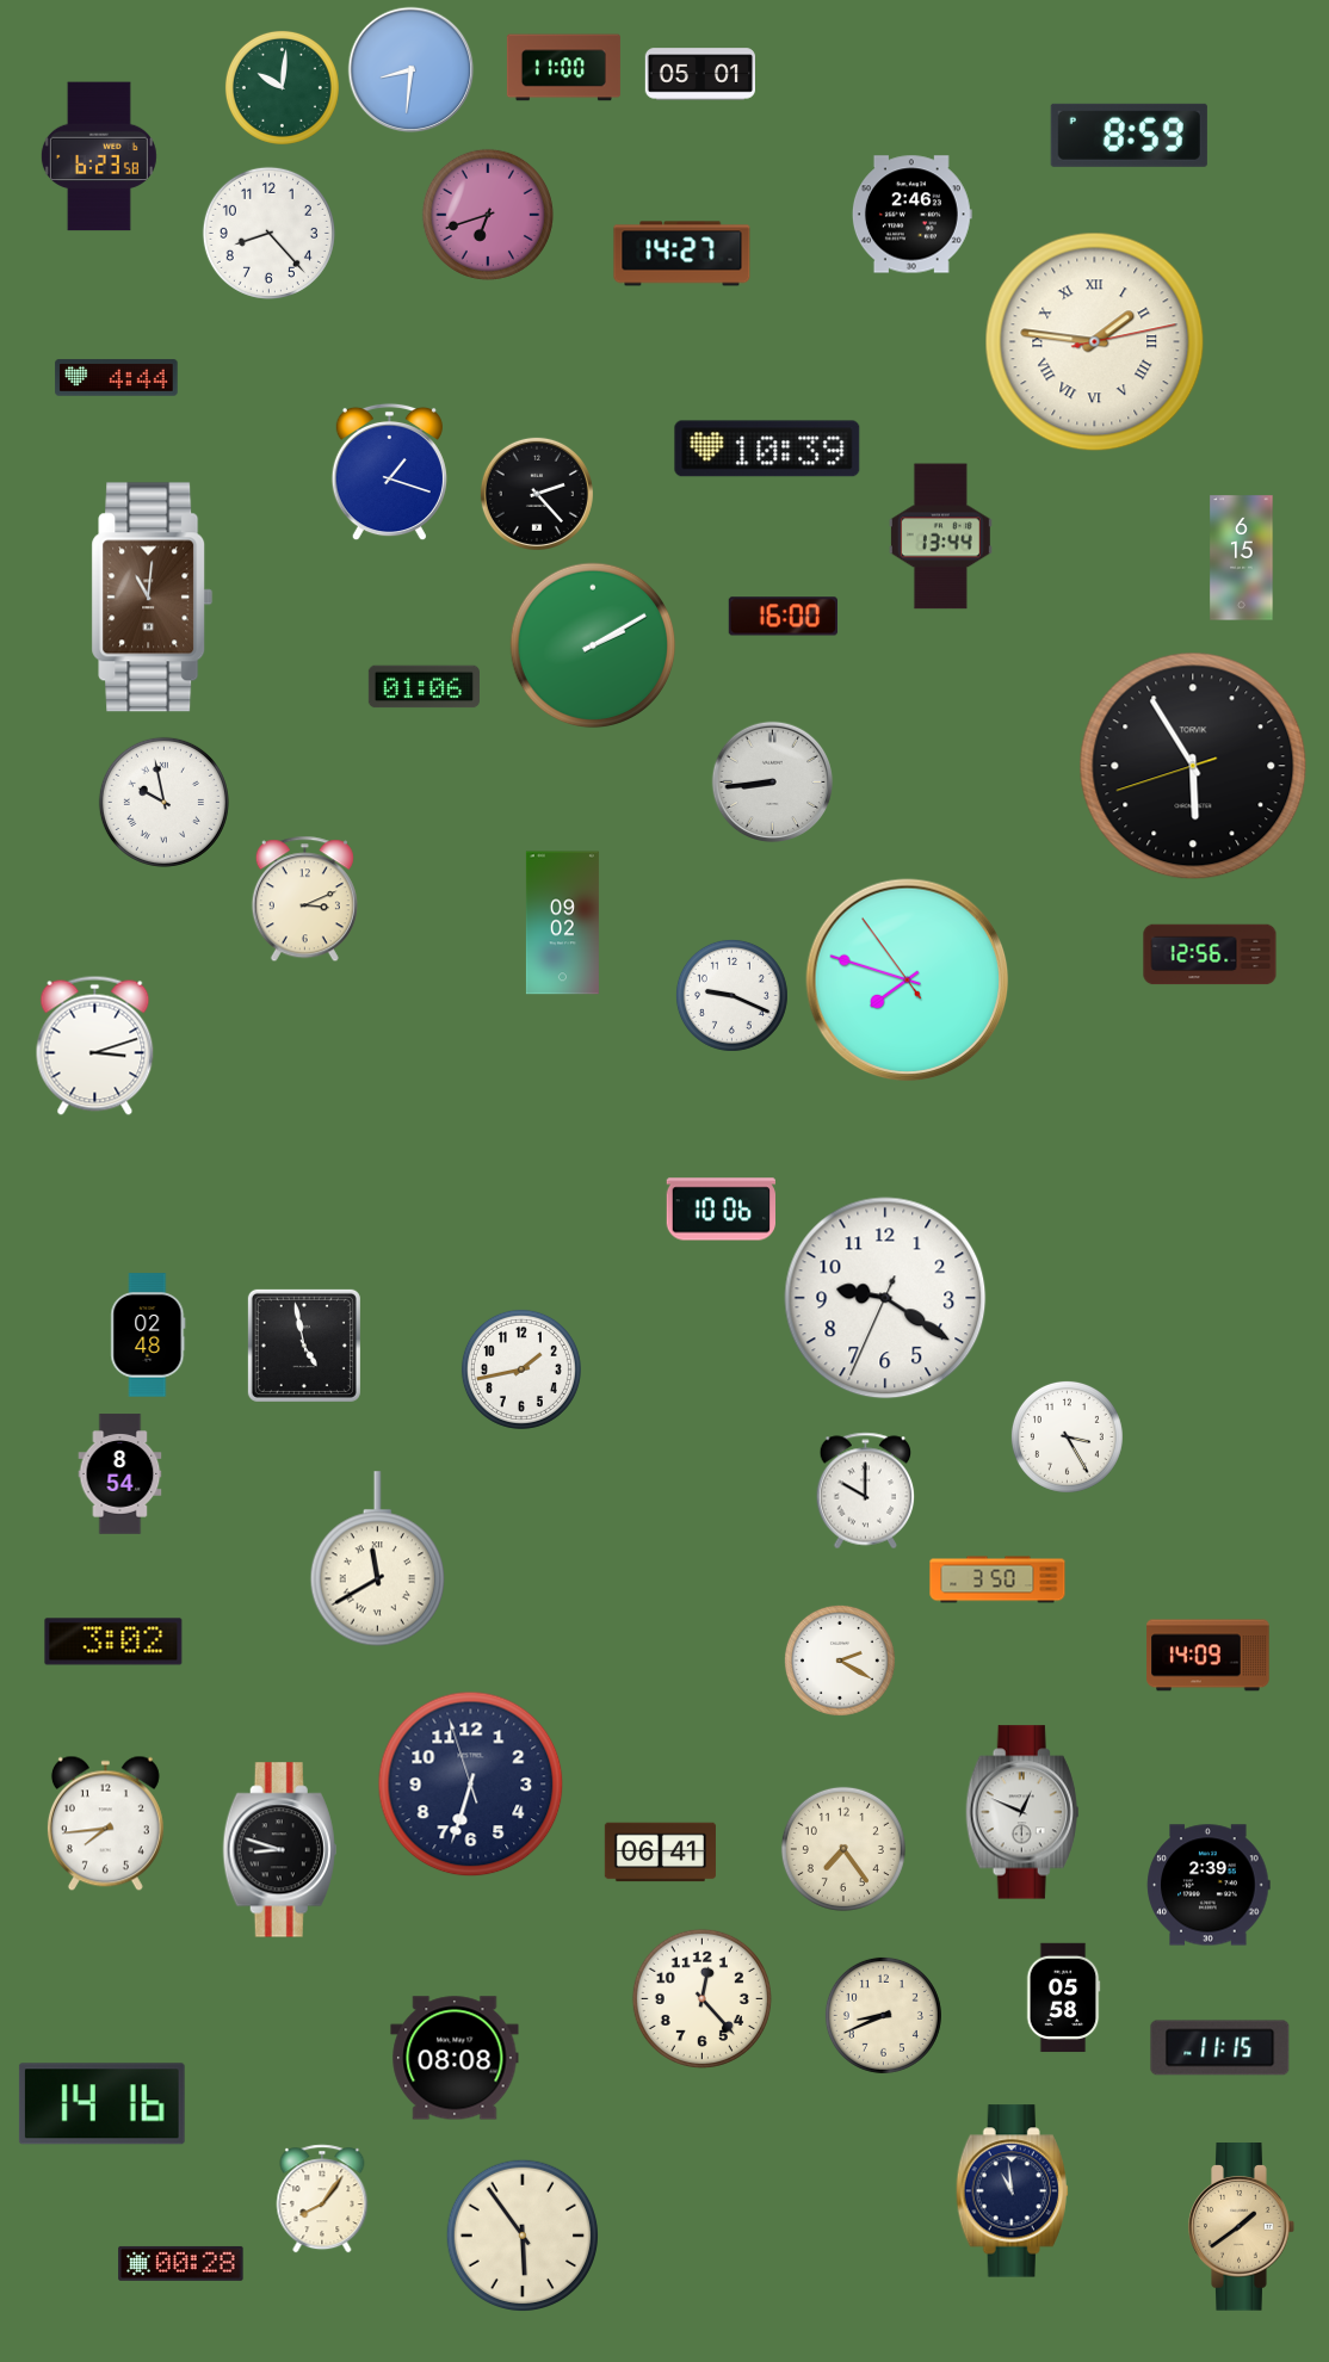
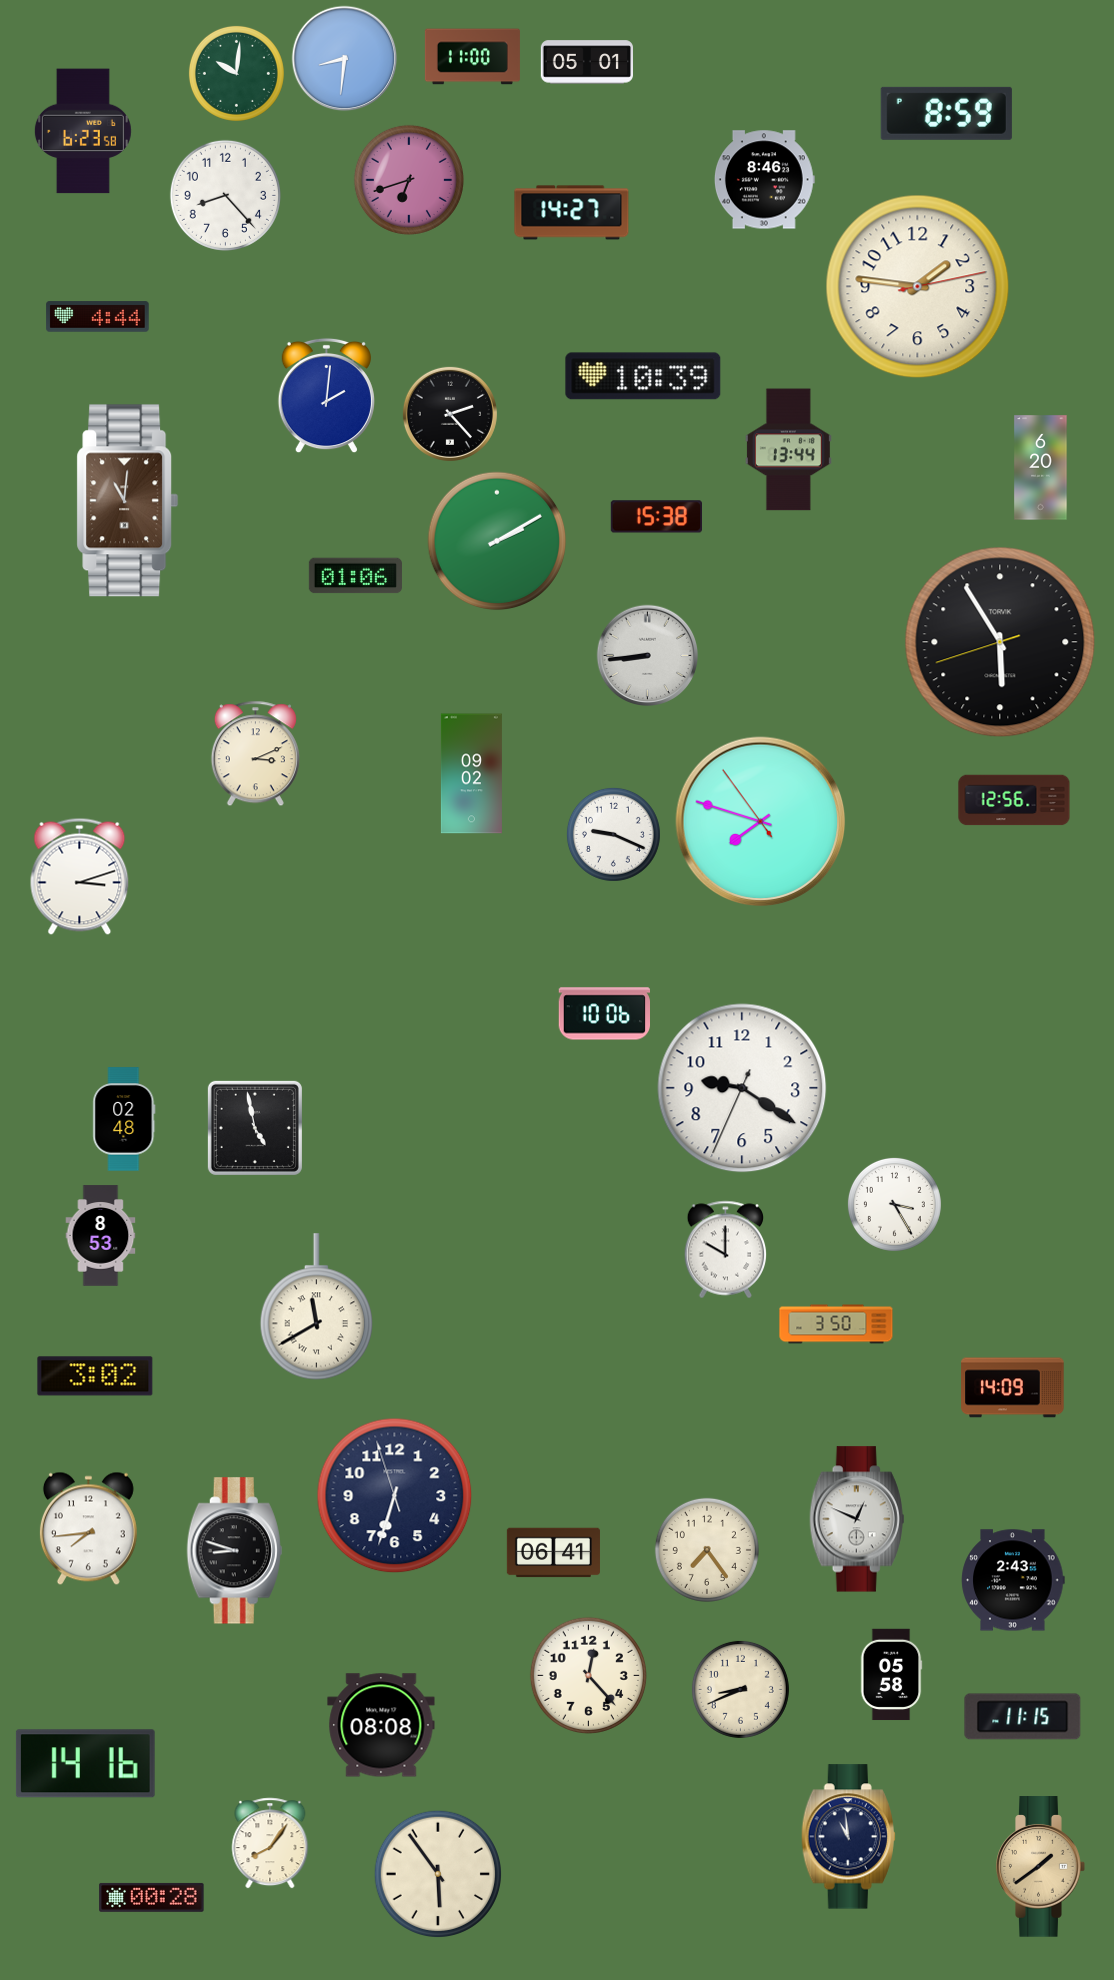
clock at (911, 215): 2:46 -> 8:46
clock at (1095, 342) numerals: Roman -> Arabic
clock at (389, 472): 1:18 -> 2:01
clock at (1242, 558): 6:15 -> 6:20
clock at (783, 617): 16:00 -> 15:38
clock at (163, 802): 9:58 -> none
clock at (521, 1369): 1:43 -> none
clock at (120, 1474): 8:54 -> 8:53
clock at (840, 1661): 2:20 -> none
clock at (1209, 1885): 2:39 -> 2:43
